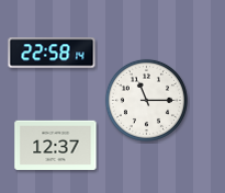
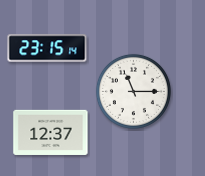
clock at (52, 53): 22:58 -> 23:15
